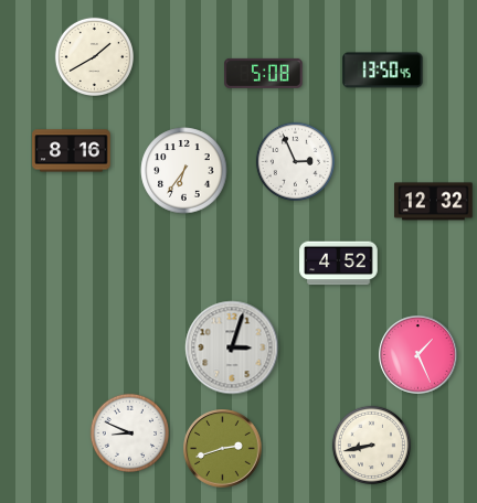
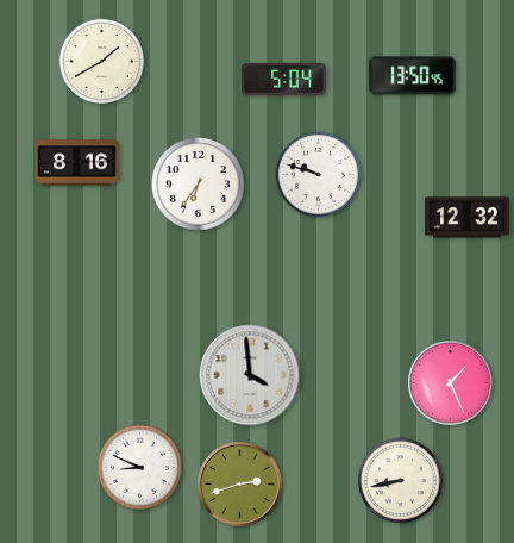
clock at (264, 73): 5:08 -> 5:04
clock at (295, 161): 2:56 -> 9:48
clock at (339, 264): 4:52 -> none
clock at (232, 347): 3:03 -> 3:59
